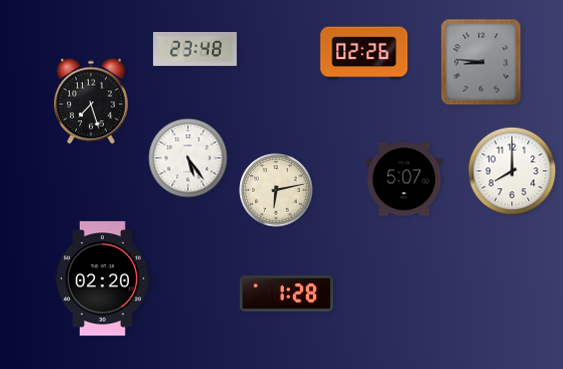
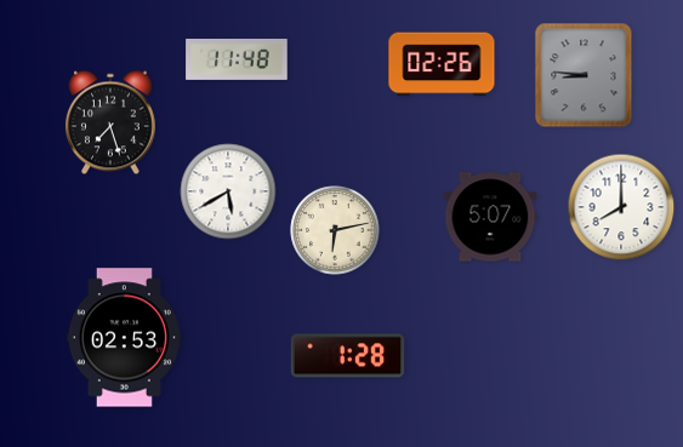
clock at (195, 49): 23:48 -> 11:48
clock at (188, 158): 5:24 -> 5:40
clock at (102, 279): 02:20 -> 02:53
